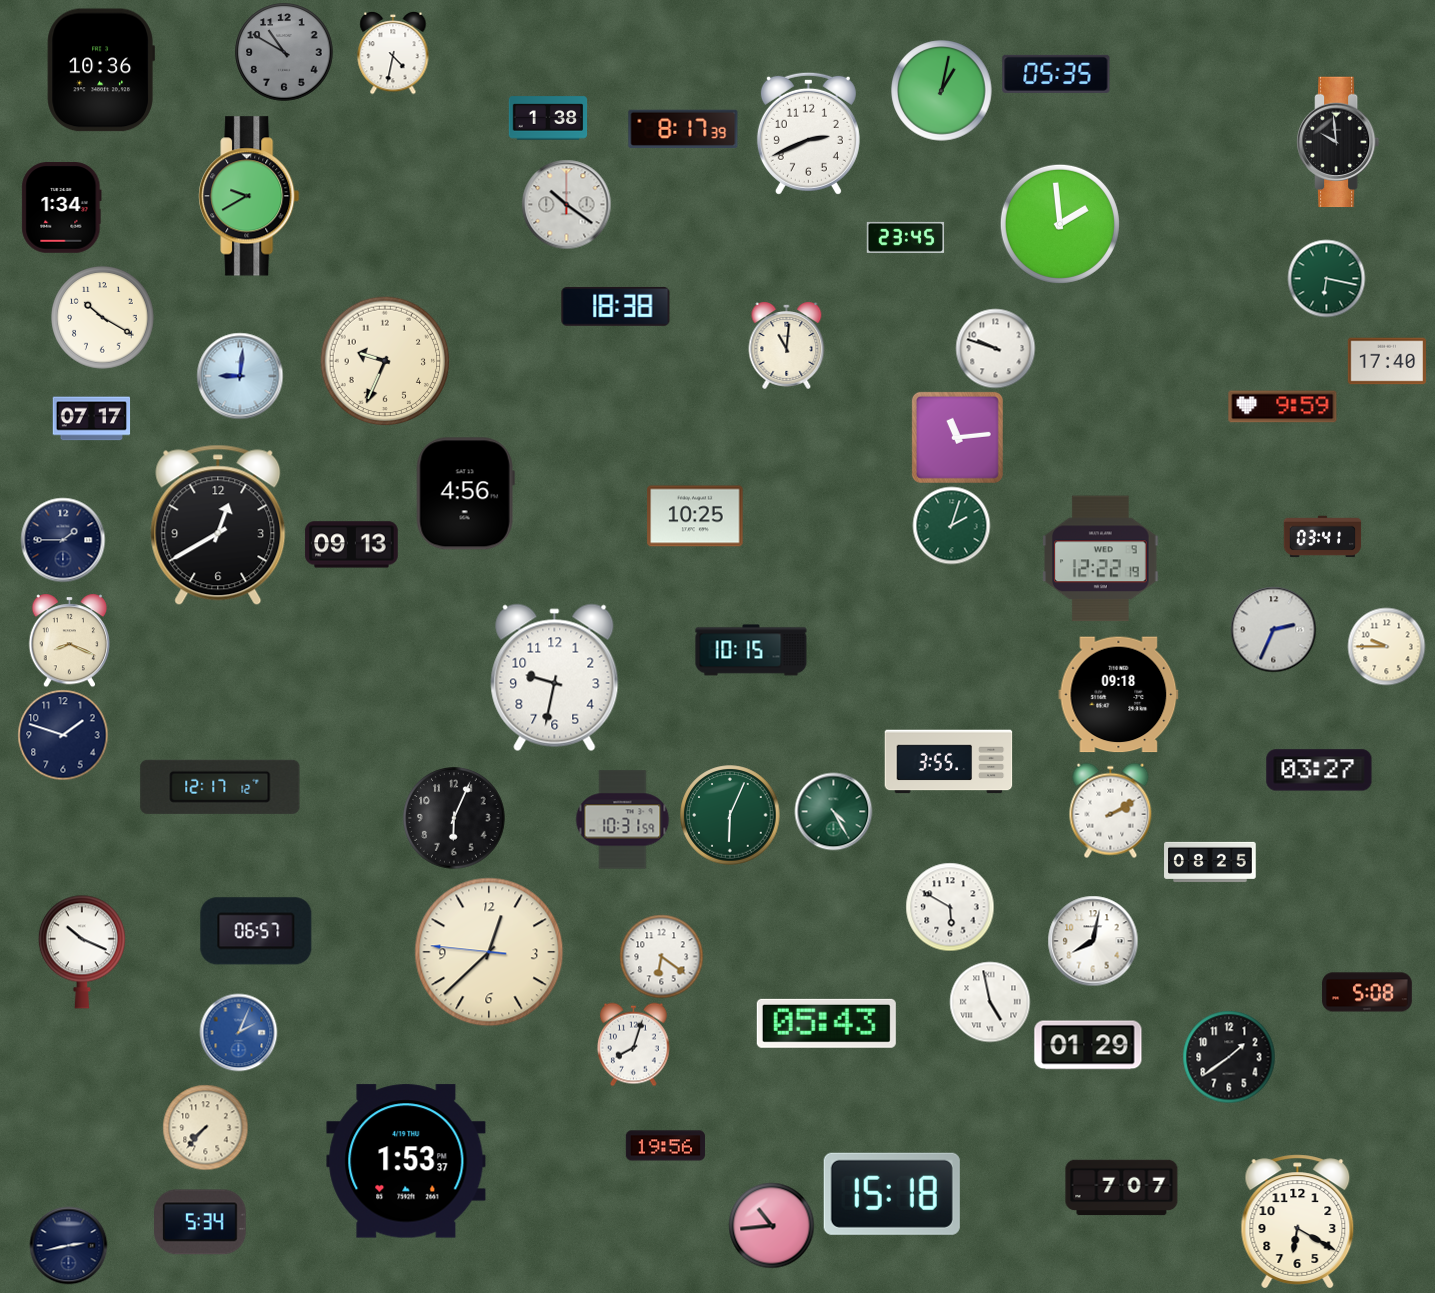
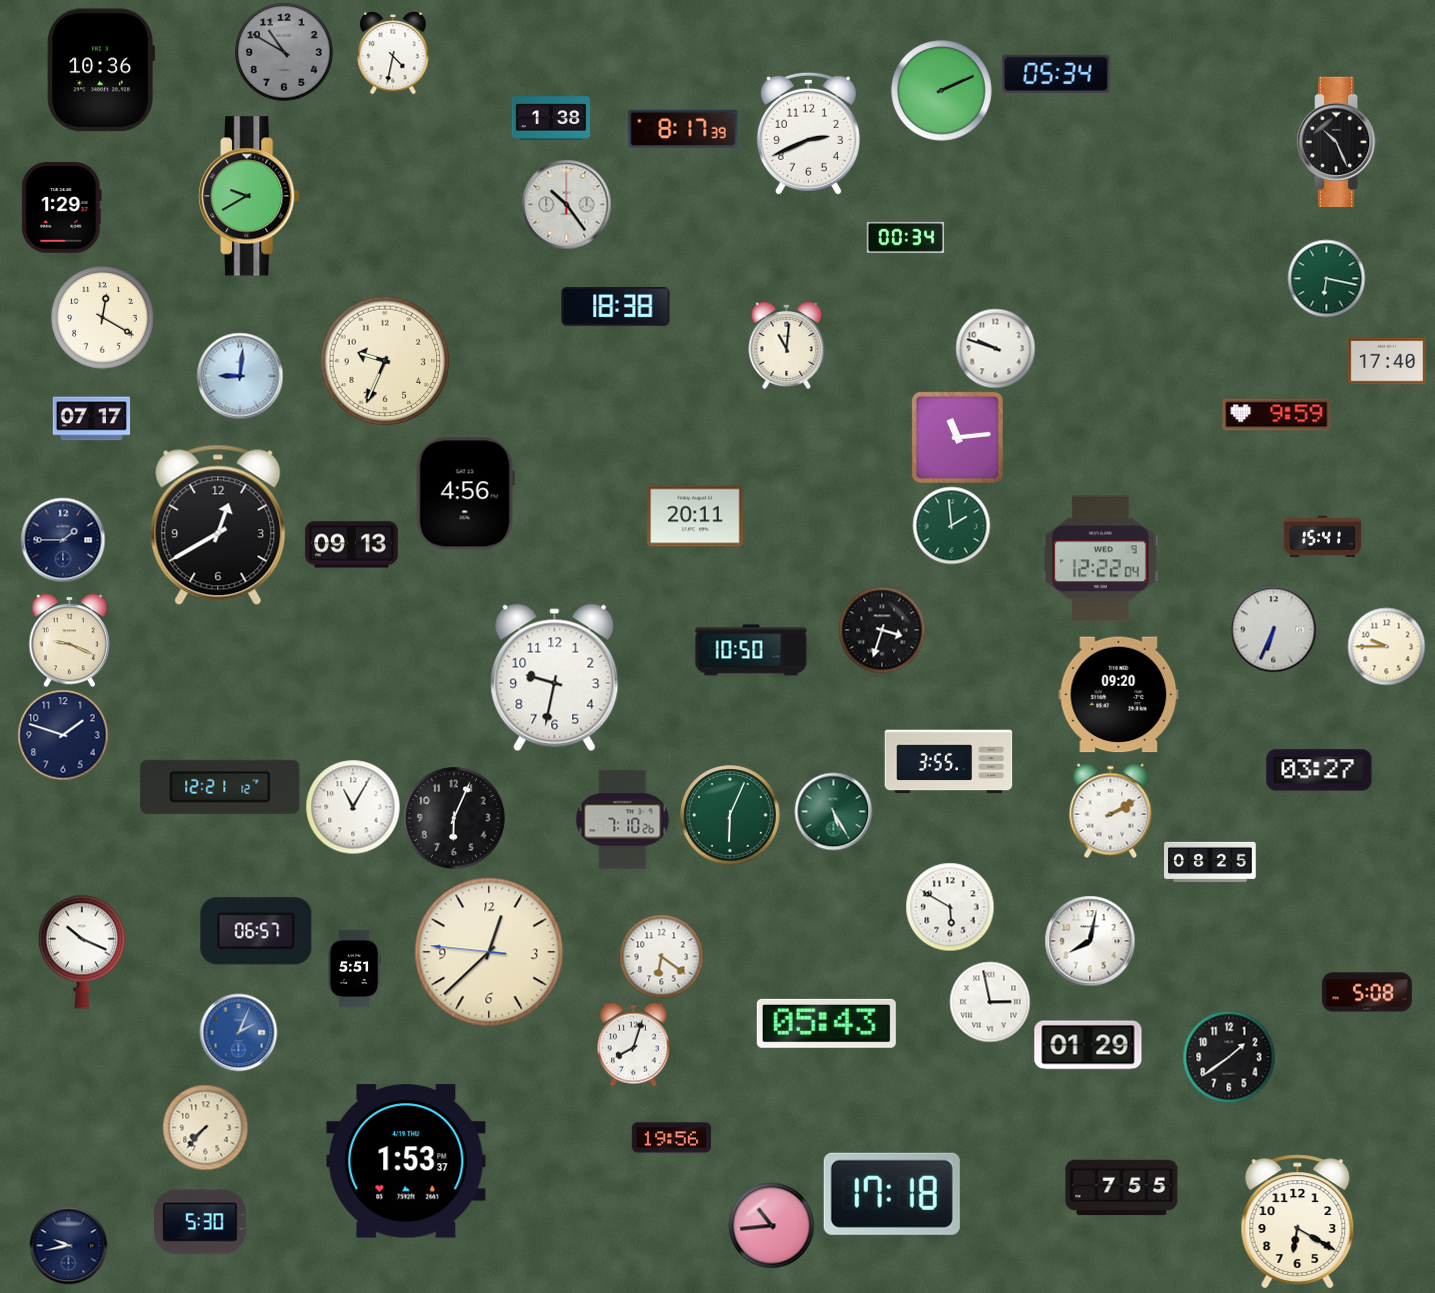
clock at (1056, 74): 05:35 -> 05:34
clock at (942, 91): 1:02 -> 2:11
clock at (548, 118) position: (548, 118) -> (551, 118)
clock at (1338, 142): 9:59 -> 10:26
clock at (566, 204): 10:21 -> 10:24
clock at (62, 208): 1:34 -> 1:29
clock at (1060, 224): 1:59 -> none
clock at (905, 237): 23:45 -> 00:34
clock at (103, 318): 10:20 -> 12:20
clock at (1283, 407) position: (1283, 407) -> (1277, 415)
clock at (695, 516): 10:25 -> 20:11
clock at (951, 525): 2:03 -> 1:59
clock at (1322, 537): 03:41 -> 15:41
clock at (1101, 559): 12:22:19 -> 12:22:04
clock at (1273, 629): 2:34 -> 6:34
clock at (882, 630): none -> 3:33
clock at (69, 640): 8:19 -> 9:19
clock at (751, 650): 10:15 -> 10:50
clock at (1119, 695): 09:18 -> 09:20
clock at (220, 787): 12:17 -> 12:21
clock at (353, 807): none -> 11:05
clock at (833, 811): 4:25 -> 5:25
clock at (623, 820): 10:31 -> 7:10
clock at (1093, 941) position: (1093, 941) -> (1090, 941)
clock at (354, 968): none -> 5:51
clock at (990, 1002): 4:58 -> 2:58
clock at (665, 1146) position: (665, 1146) -> (671, 1138)
clock at (1122, 1188): 7:07 -> 7:55
clock at (892, 1194): 15:18 -> 17:18
clock at (201, 1222): 5:34 -> 5:30
clock at (68, 1245): 2:43 -> 9:43
